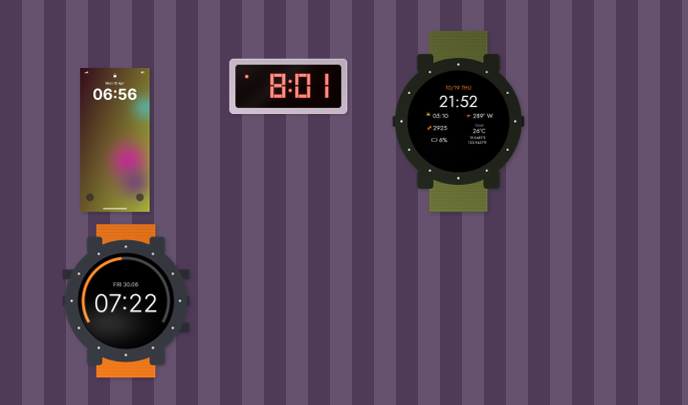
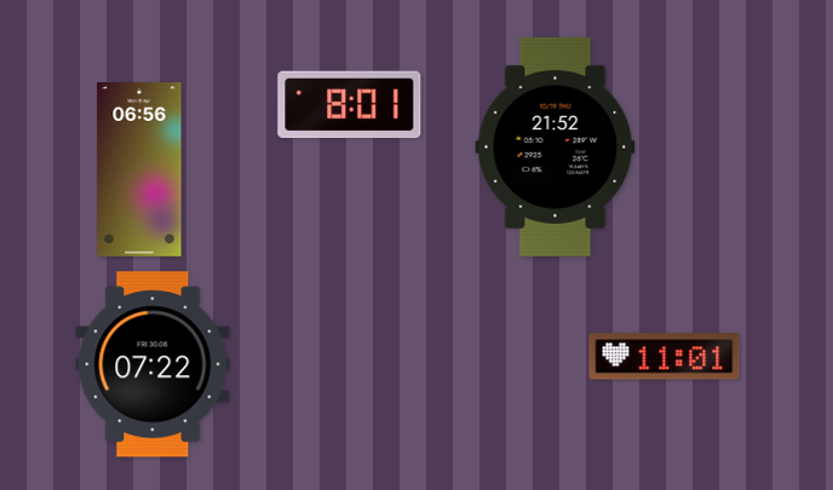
clock at (665, 357): none -> 11:01
